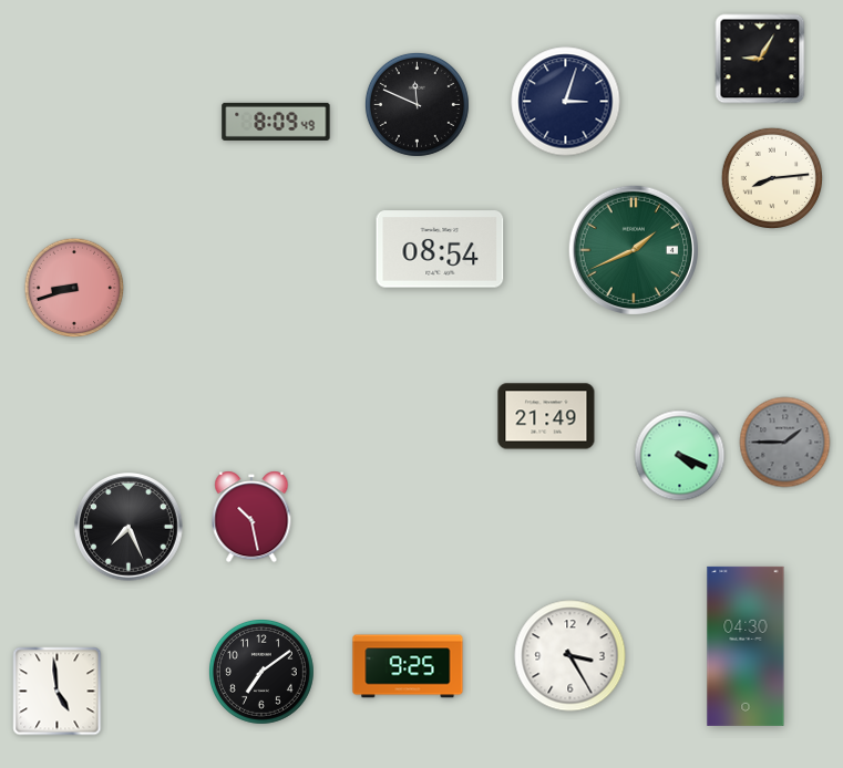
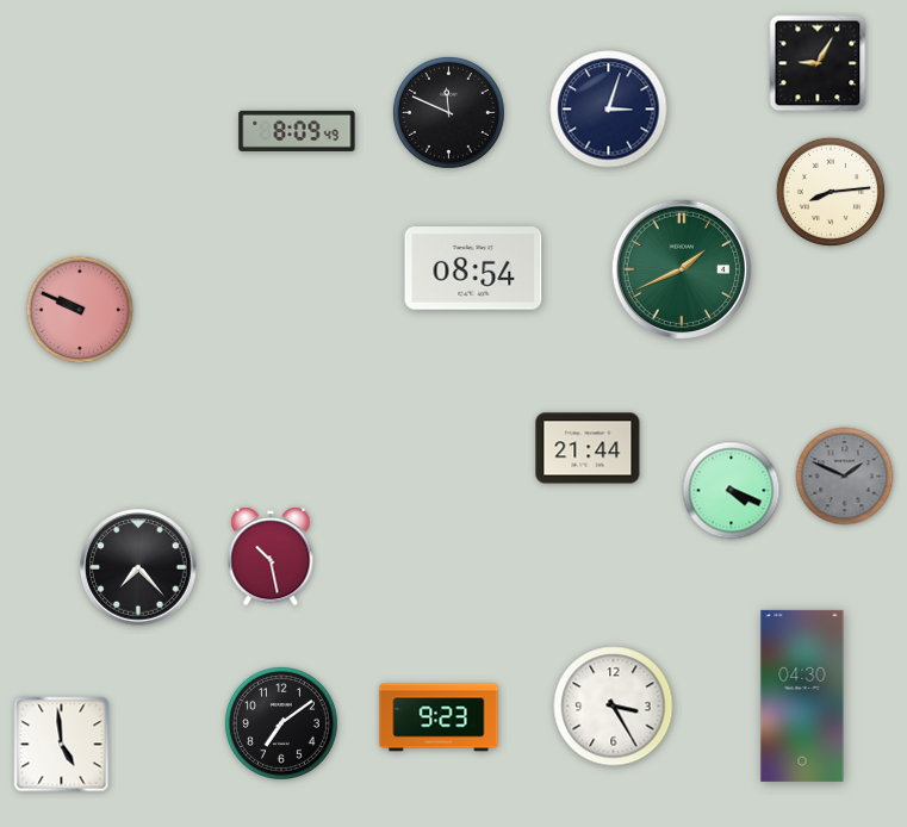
clock at (74, 288): 8:42 -> 9:49
clock at (546, 416): 21:49 -> 21:44
clock at (785, 443): 1:45 -> 1:49
clock at (128, 527): 7:26 -> 7:23
clock at (408, 666): 9:25 -> 9:23
